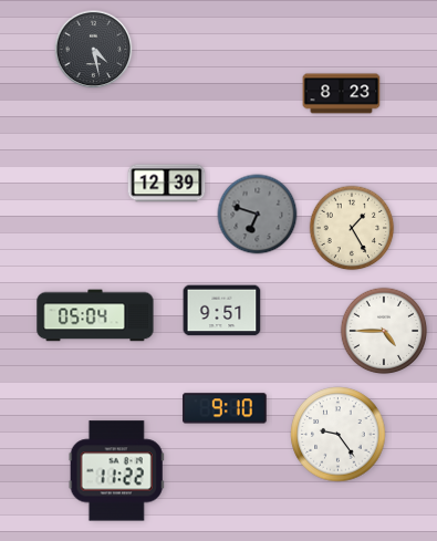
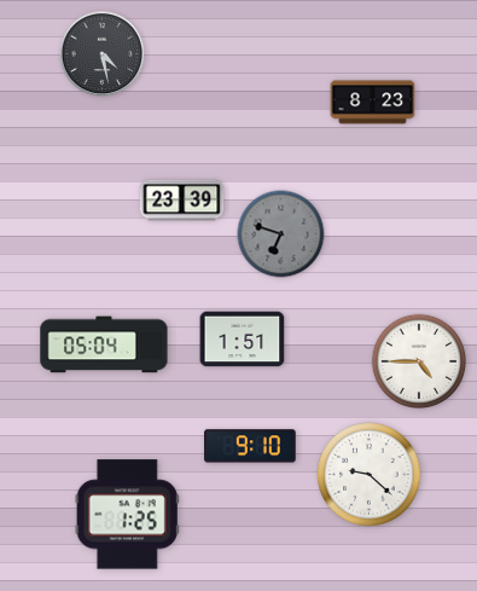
clock at (167, 184): 12:39 -> 23:39
clock at (352, 228): 1:25 -> none
clock at (222, 311): 9:51 -> 1:51
clock at (225, 408) position: (225, 408) -> (250, 446)
clock at (339, 435): 9:24 -> 9:22
clock at (116, 471): 11:22 -> 1:25
